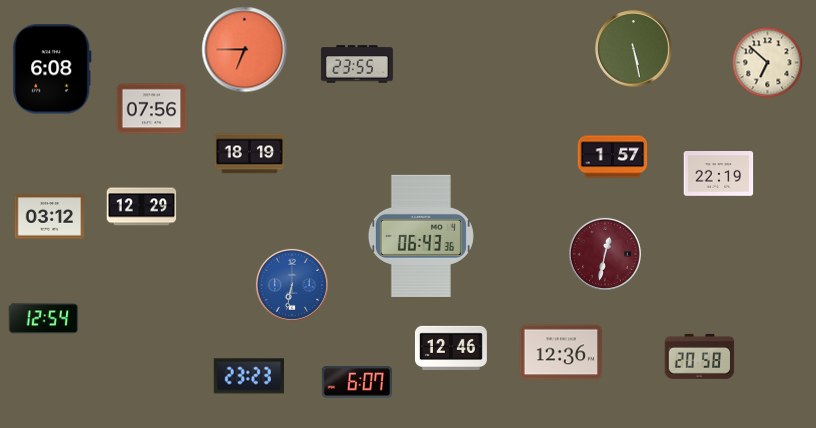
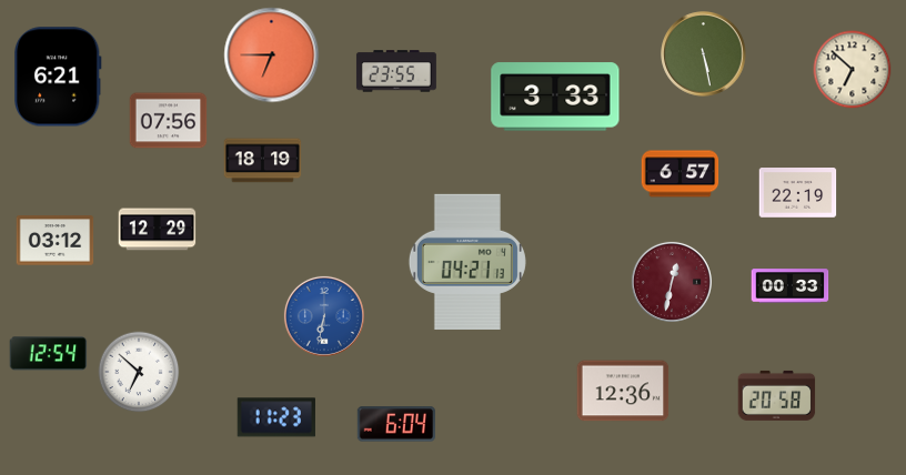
clock at (52, 69): 6:08 -> 6:21
clock at (555, 97): none -> 3:33
clock at (250, 154) position: (250, 154) -> (263, 161)
clock at (613, 157): 1:57 -> 6:57
clock at (421, 235): 06:43 -> 04:21
clock at (791, 286): none -> 00:33
clock at (139, 372): none -> 6:52
clock at (451, 347): 12:46 -> none
clock at (249, 376): 23:23 -> 11:23
clock at (356, 382): 6:07 -> 6:04
